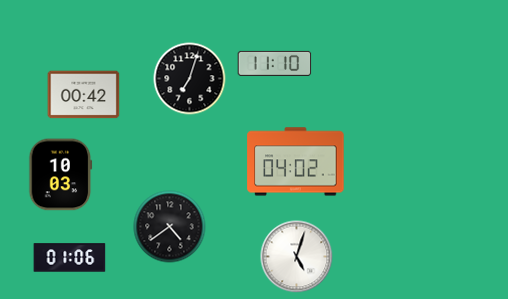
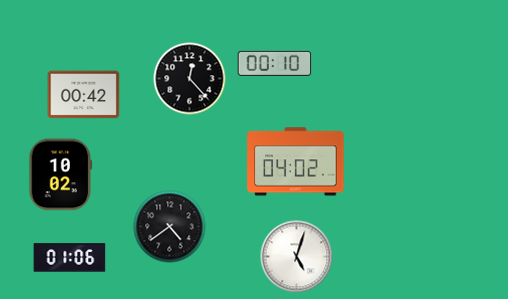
clock at (275, 63): 11:10 -> 00:10
clock at (190, 79): 7:03 -> 12:23
clock at (61, 175): 10:03 -> 10:02
